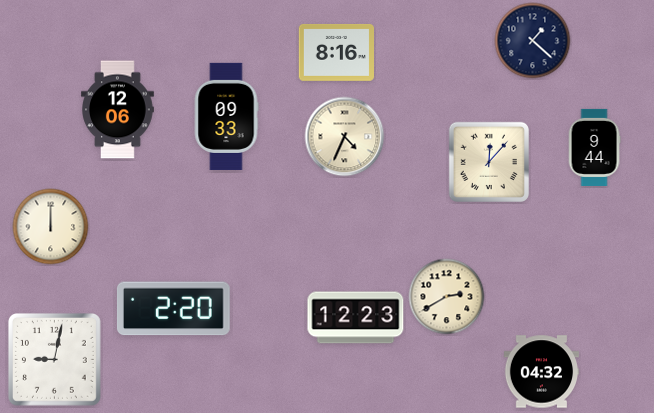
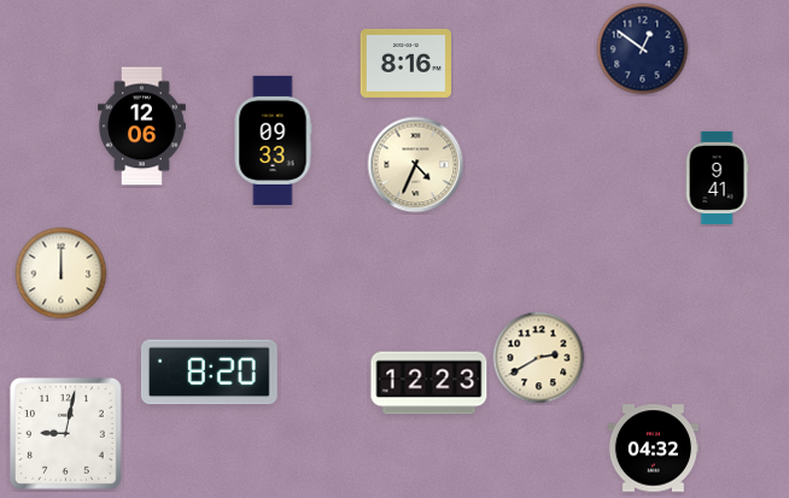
clock at (533, 41): 1:22 -> 12:51
clock at (118, 110) position: (118, 110) -> (142, 127)
clock at (594, 147): 9:44 -> 9:41
clock at (489, 162): 12:07 -> none
clock at (173, 309): 2:20 -> 8:20
